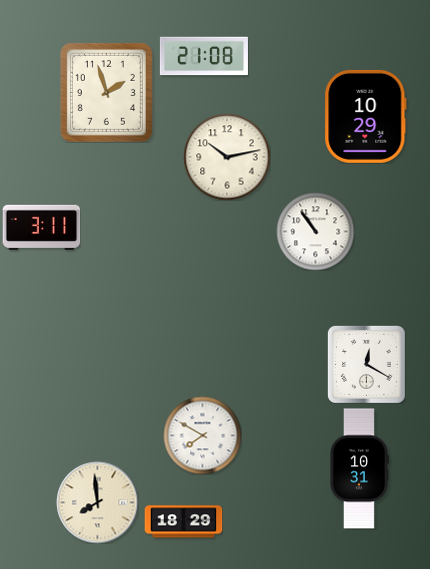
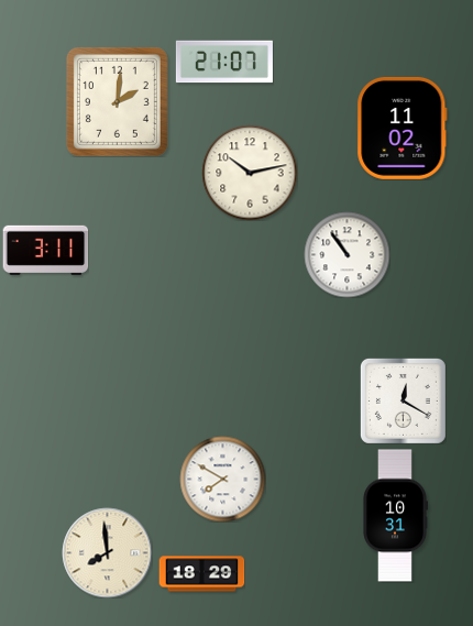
clock at (204, 56): 21:08 -> 21:07
clock at (106, 92): 1:57 -> 2:01
clock at (366, 116): 10:29 -> 11:02
